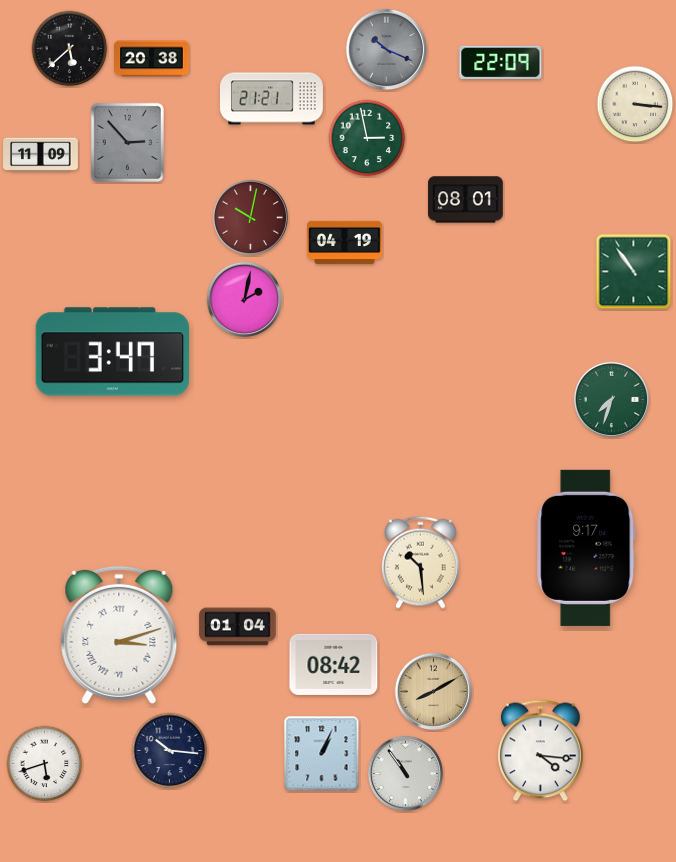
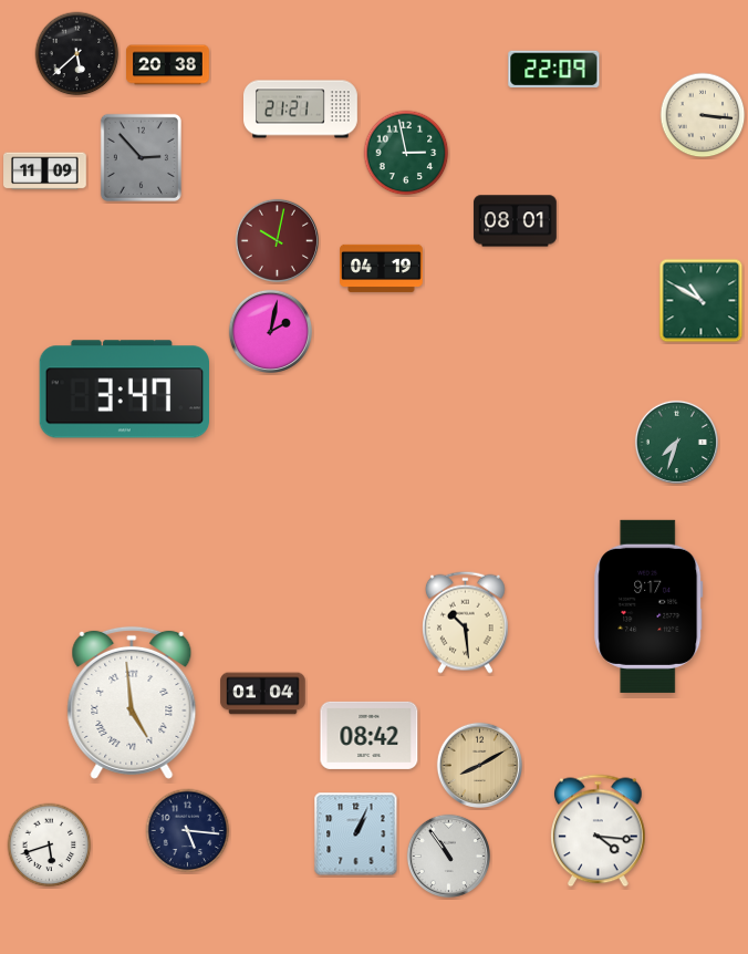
clock at (386, 49): 10:19 -> none
clock at (634, 272): 10:54 -> 10:50
clock at (119, 635): 3:12 -> 4:59
clock at (170, 751): 10:16 -> 5:16
